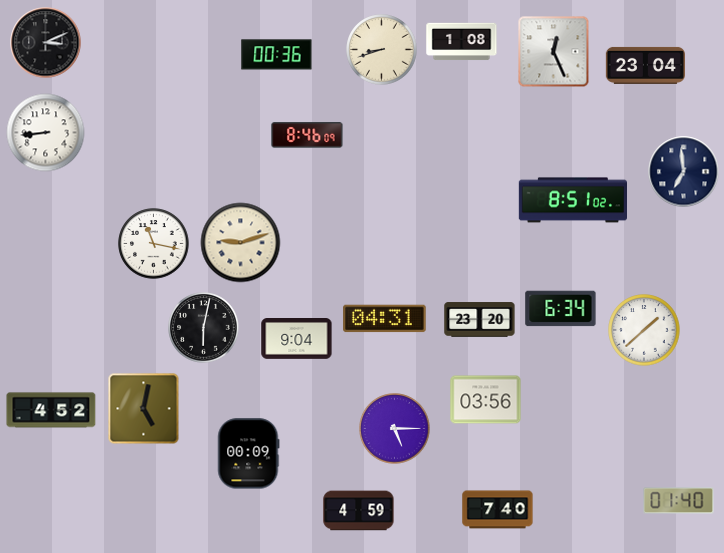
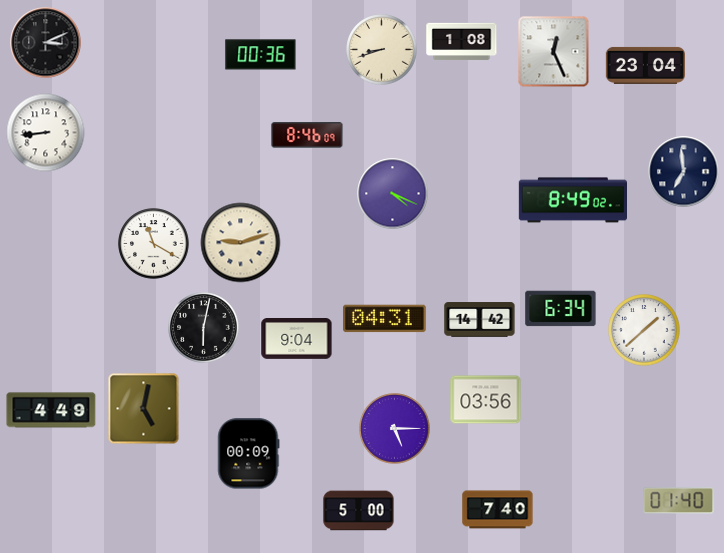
clock at (277, 55) position: (277, 55) -> (261, 55)
clock at (393, 194): none -> 4:19
clock at (572, 200): 8:51 -> 8:49
clock at (154, 244): 11:17 -> 11:20
clock at (480, 320): 23:20 -> 14:42
clock at (51, 410): 4:52 -> 4:49
clock at (359, 511): 4:59 -> 5:00
